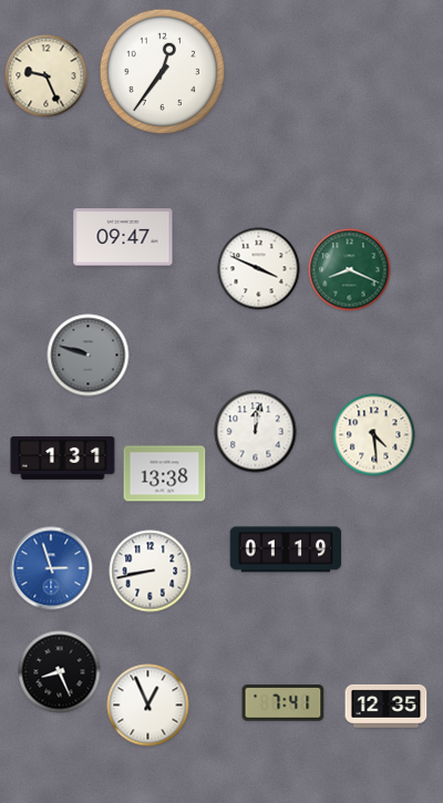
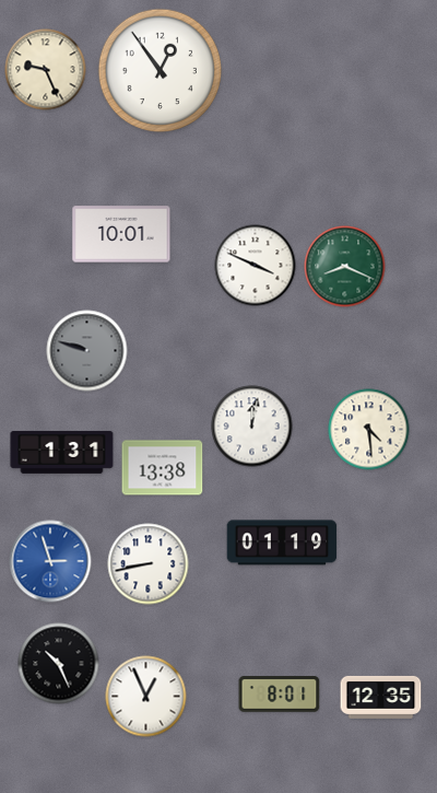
clock at (163, 72): 12:36 -> 12:54
clock at (47, 76) position: (47, 76) -> (46, 70)
clock at (123, 237): 09:47 -> 10:01
clock at (60, 672): 8:26 -> 10:26
clock at (284, 703): 7:41 -> 8:01
